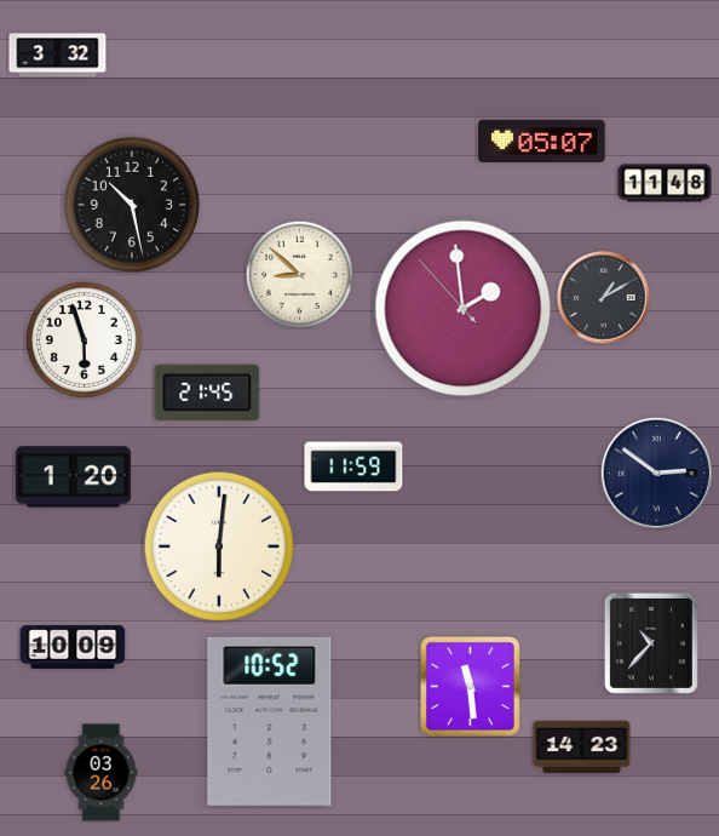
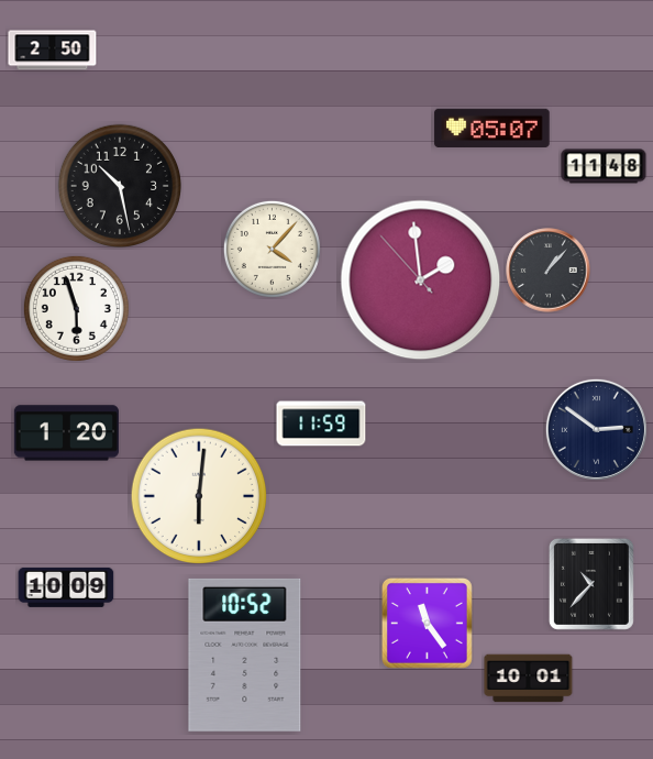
clock at (58, 56): 3:32 -> 2:50
clock at (299, 274): 8:52 -> 4:07
clock at (604, 298): 1:10 -> 1:07
clock at (207, 393): 21:45 -> none
clock at (470, 686): 11:29 -> 11:24
clock at (582, 748): 14:23 -> 10:01
clock at (102, 773): 03:26 -> none
